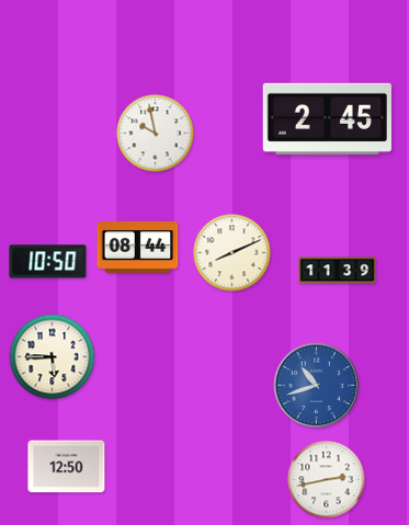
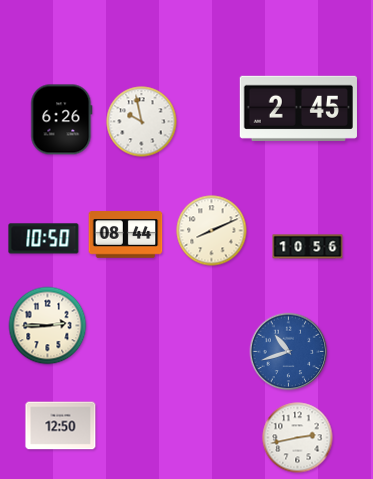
clock at (62, 120): none -> 6:26
clock at (138, 248) position: (138, 248) -> (126, 235)
clock at (338, 271): 11:39 -> 10:56
clock at (53, 357): 5:45 -> 2:45
